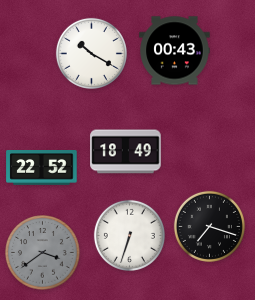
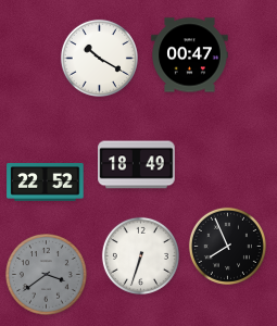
clock at (175, 51): 00:43 -> 00:47
clock at (209, 226): 7:18 -> 7:56
